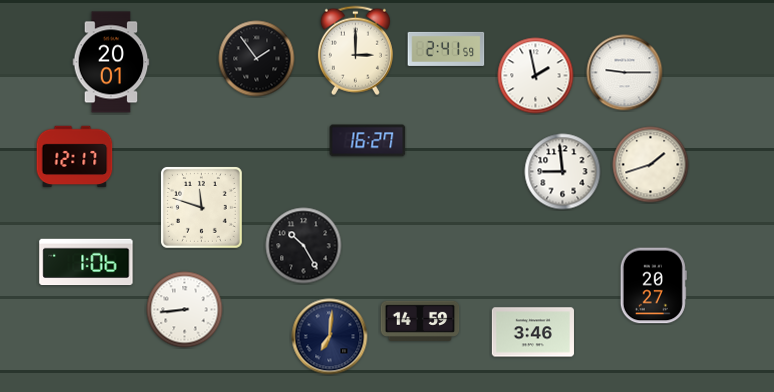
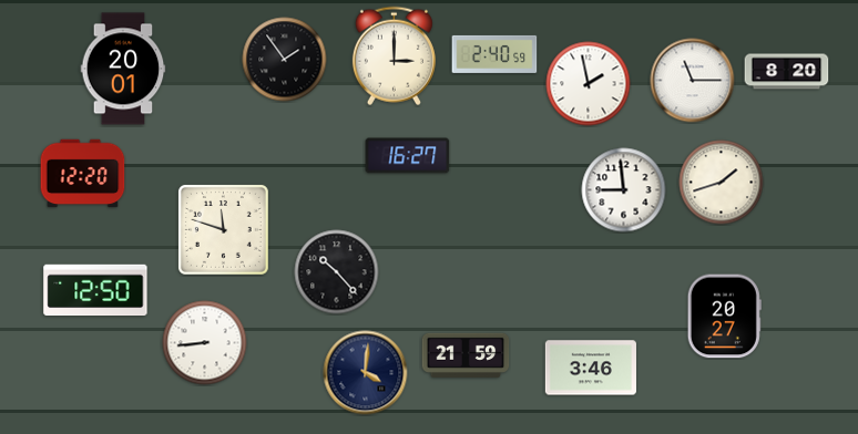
clock at (446, 49): 2:41 -> 2:40
clock at (257, 59) position: (257, 59) -> (285, 60)
clock at (787, 72): none -> 8:20
clock at (625, 73): 9:15 -> 11:15
clock at (536, 76) position: (536, 76) -> (589, 84)
clock at (75, 157): 12:17 -> 12:20
clock at (304, 246): 10:25 -> 10:23
clock at (86, 262): 1:06 -> 12:50
clock at (420, 321): 14:59 -> 21:59
clock at (330, 337): 7:01 -> 4:01
